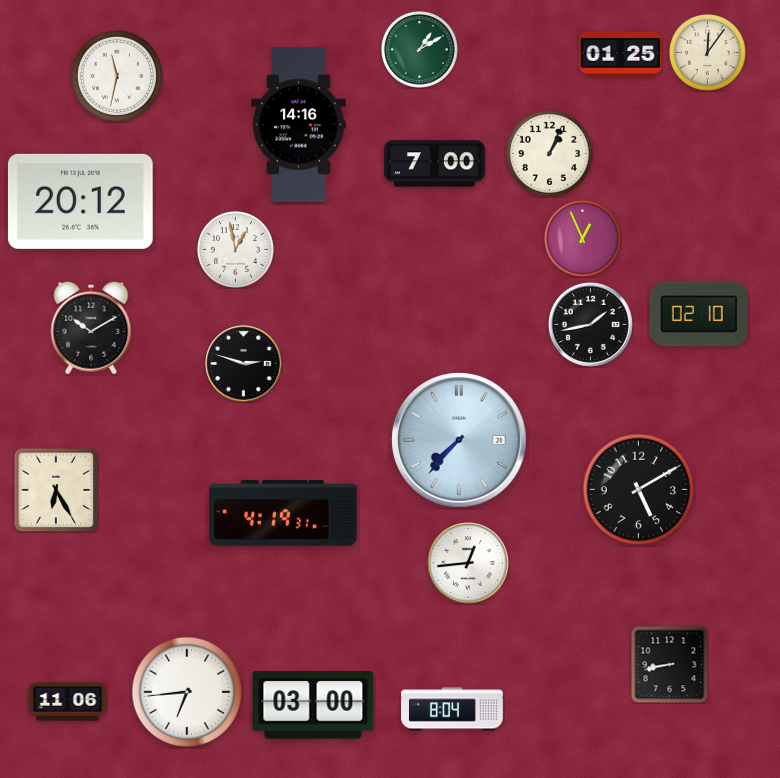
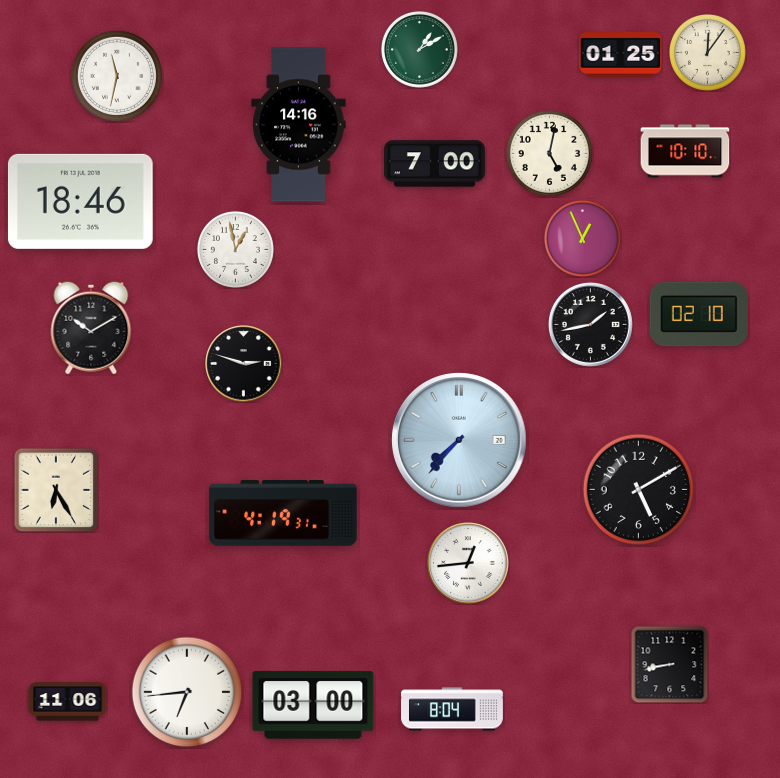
clock at (685, 151): none -> 10:10
clock at (549, 153): 1:04 -> 5:02
clock at (80, 201): 20:12 -> 18:46
